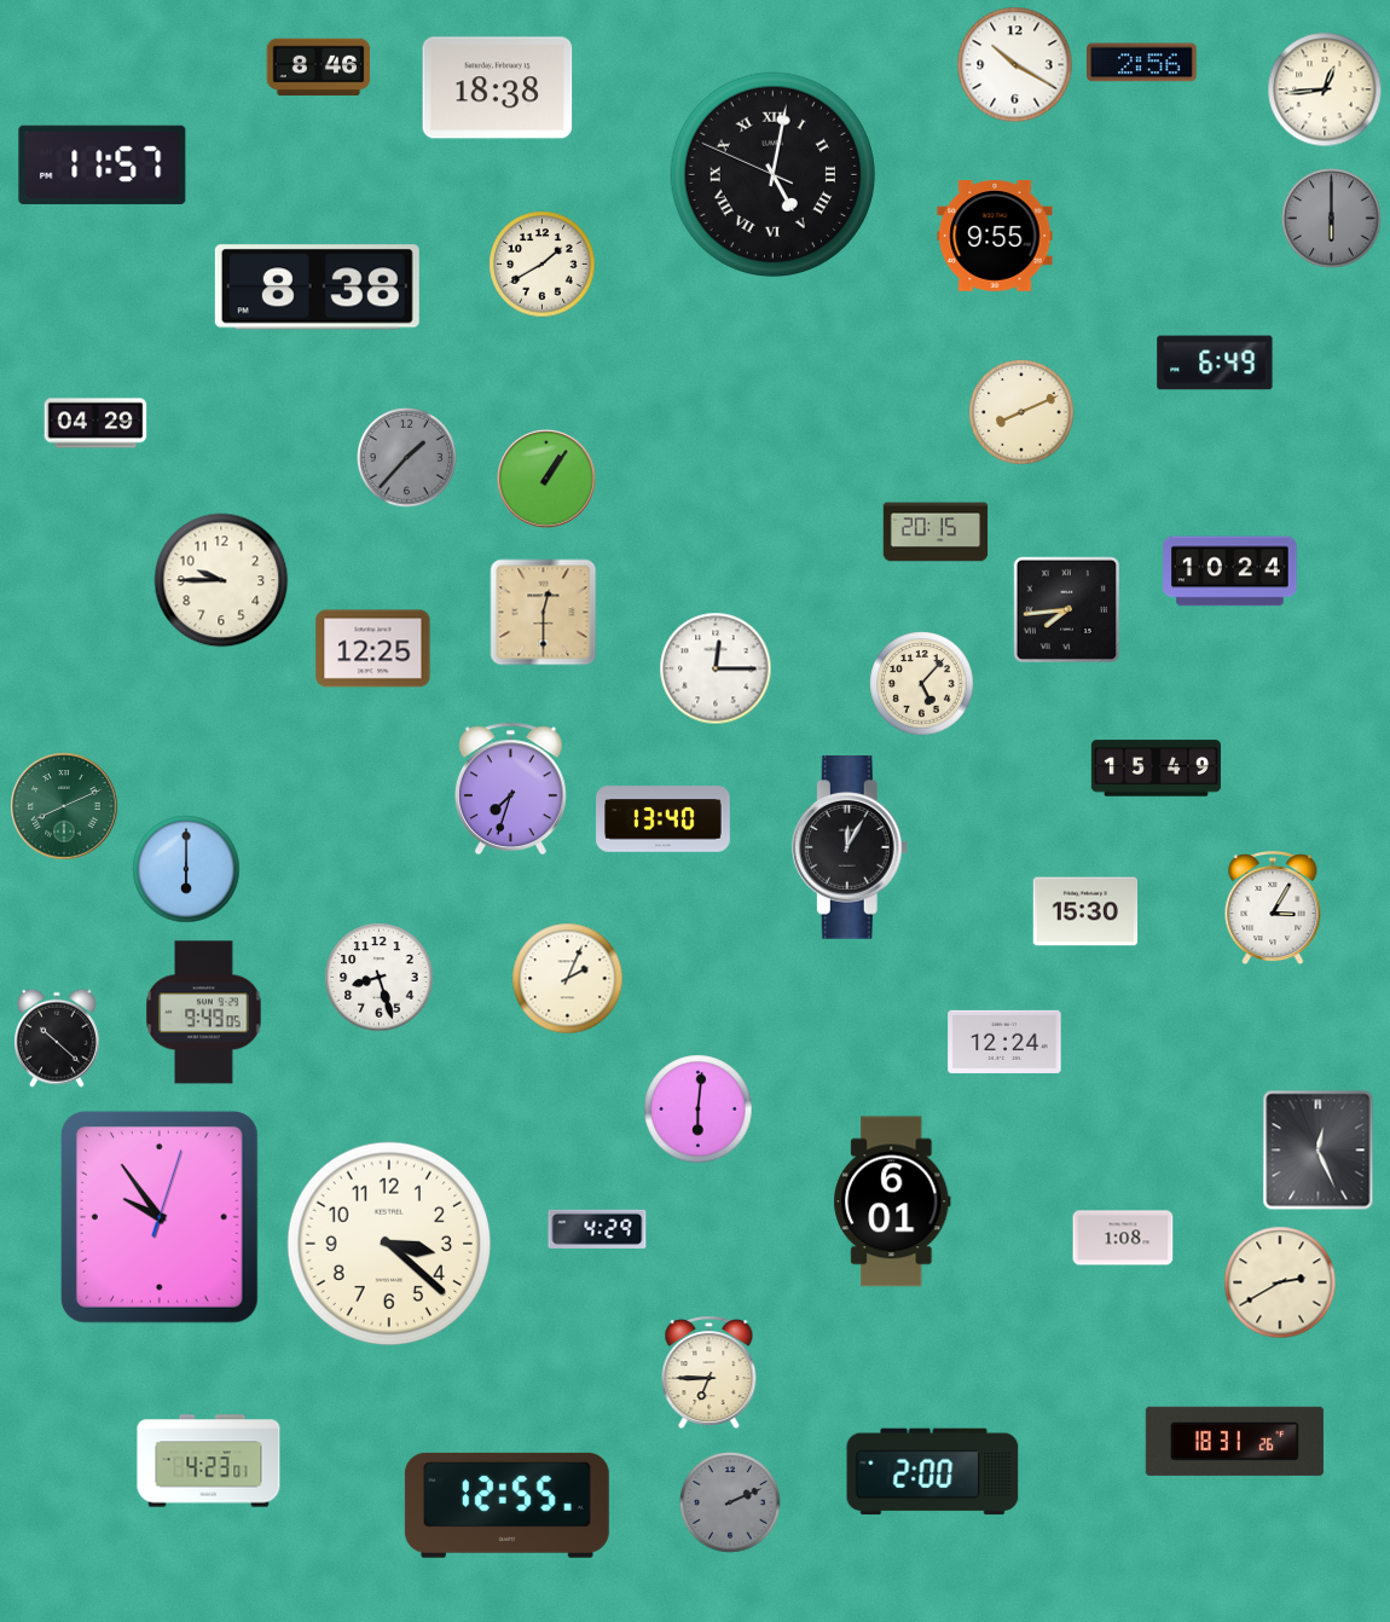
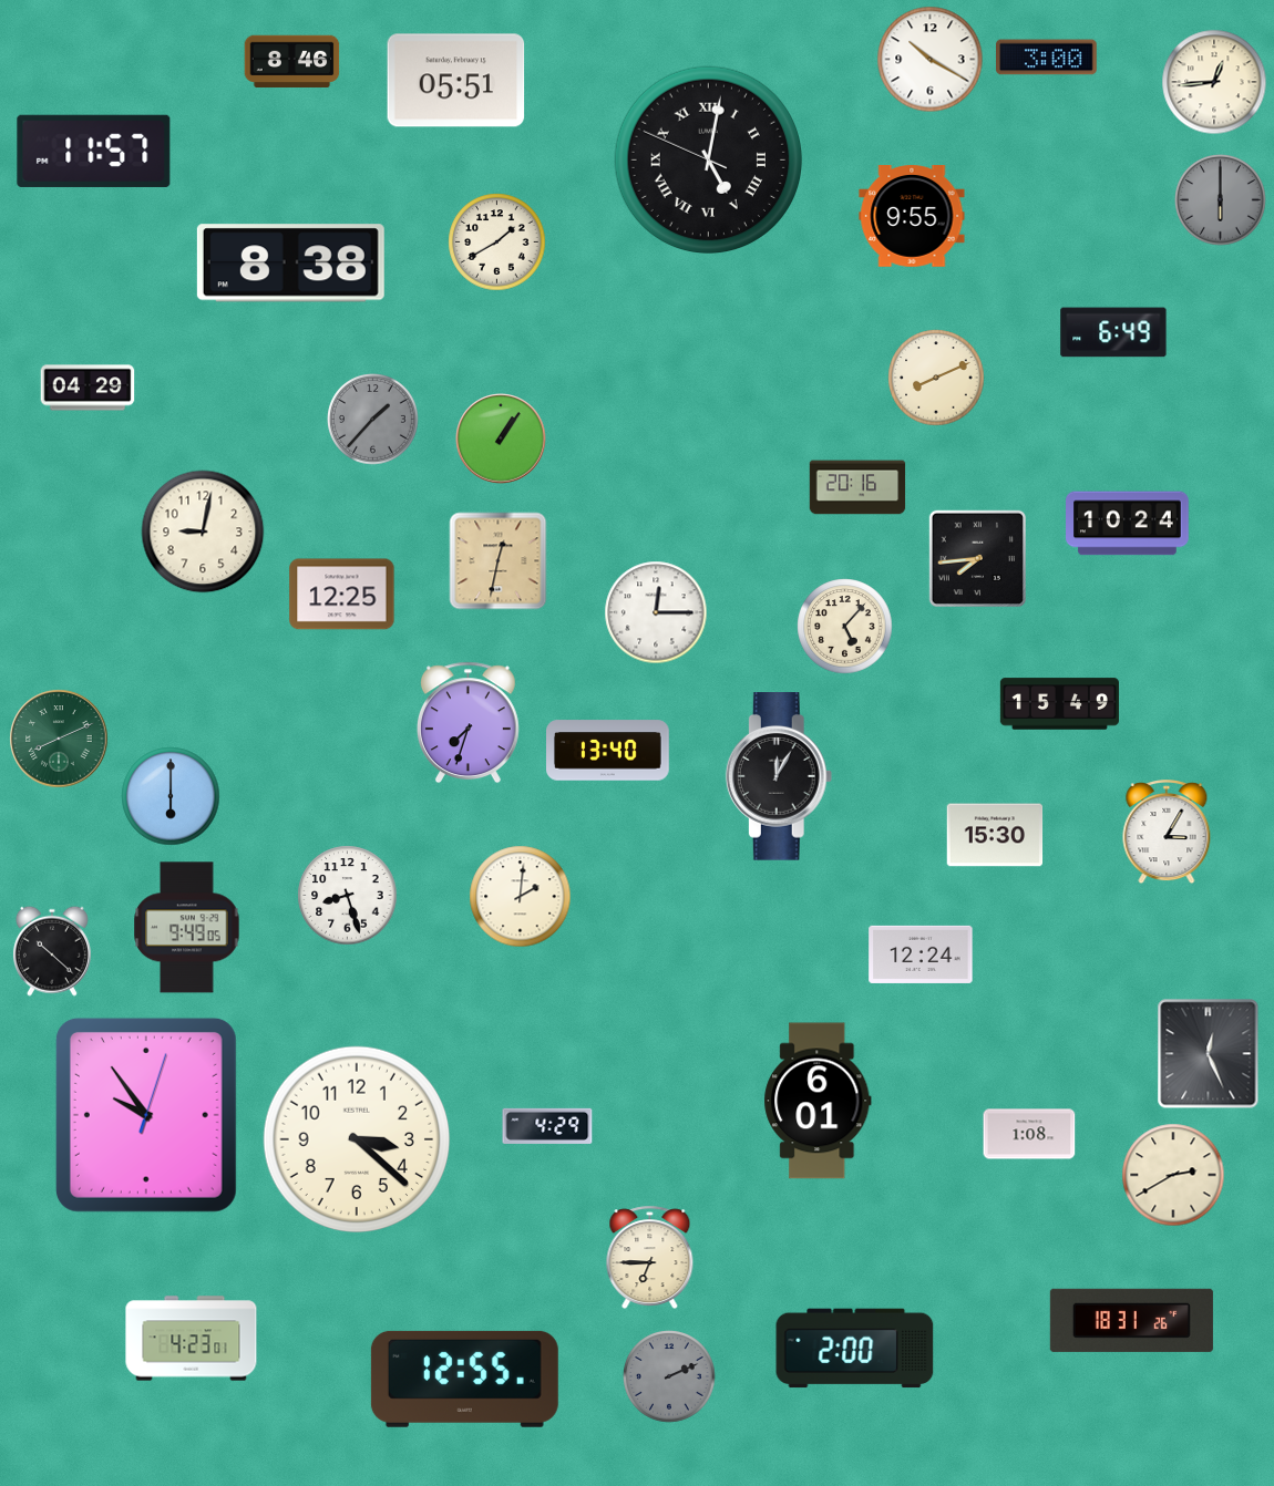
clock at (1142, 63): 2:56 -> 3:00
clock at (498, 88): 18:38 -> 05:51
clock at (936, 532): 20:15 -> 20:16
clock at (221, 580): 9:45 -> 9:02
clock at (544, 613): 12:30 -> 12:32
clock at (568, 979): 2:04 -> 2:01
clock at (699, 1110): 6:01 -> none
